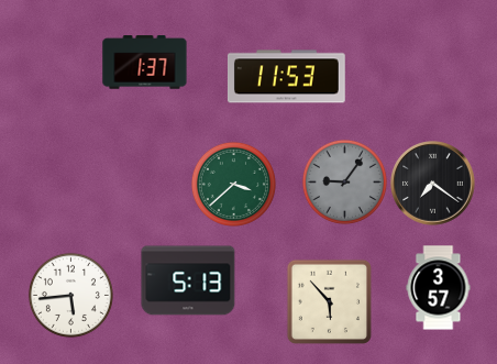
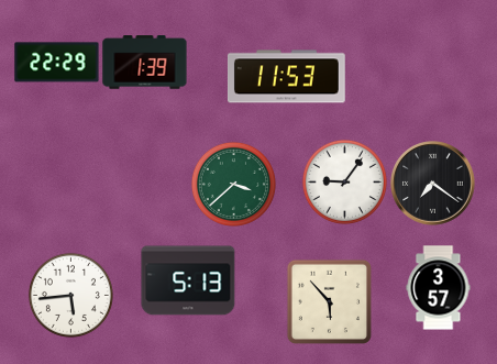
clock at (57, 63): none -> 22:29
clock at (145, 63): 1:37 -> 1:39
clock at (344, 181) dial: grey -> white
